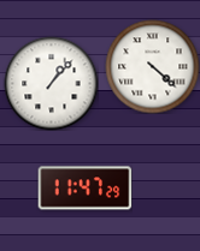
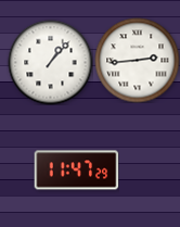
clock at (152, 66): 4:22 -> 2:44
clock at (51, 83) position: (51, 83) -> (50, 62)
